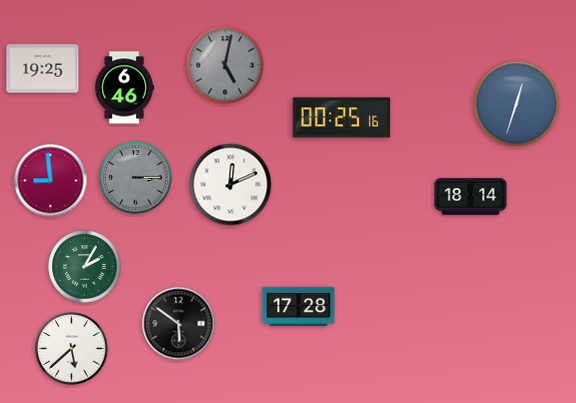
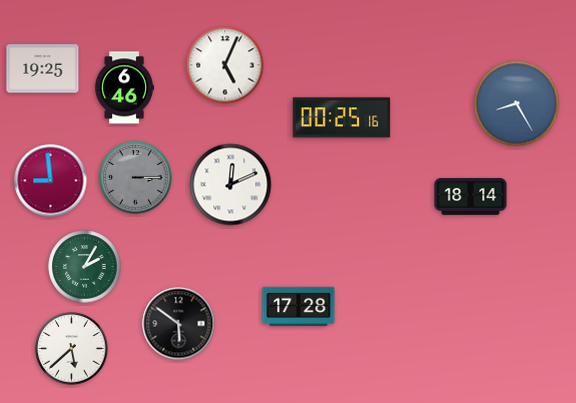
clock at (225, 65): 5:02 -> 5:04
clock at (225, 65) dial: grey -> white
clock at (517, 104): 12:33 -> 8:25
